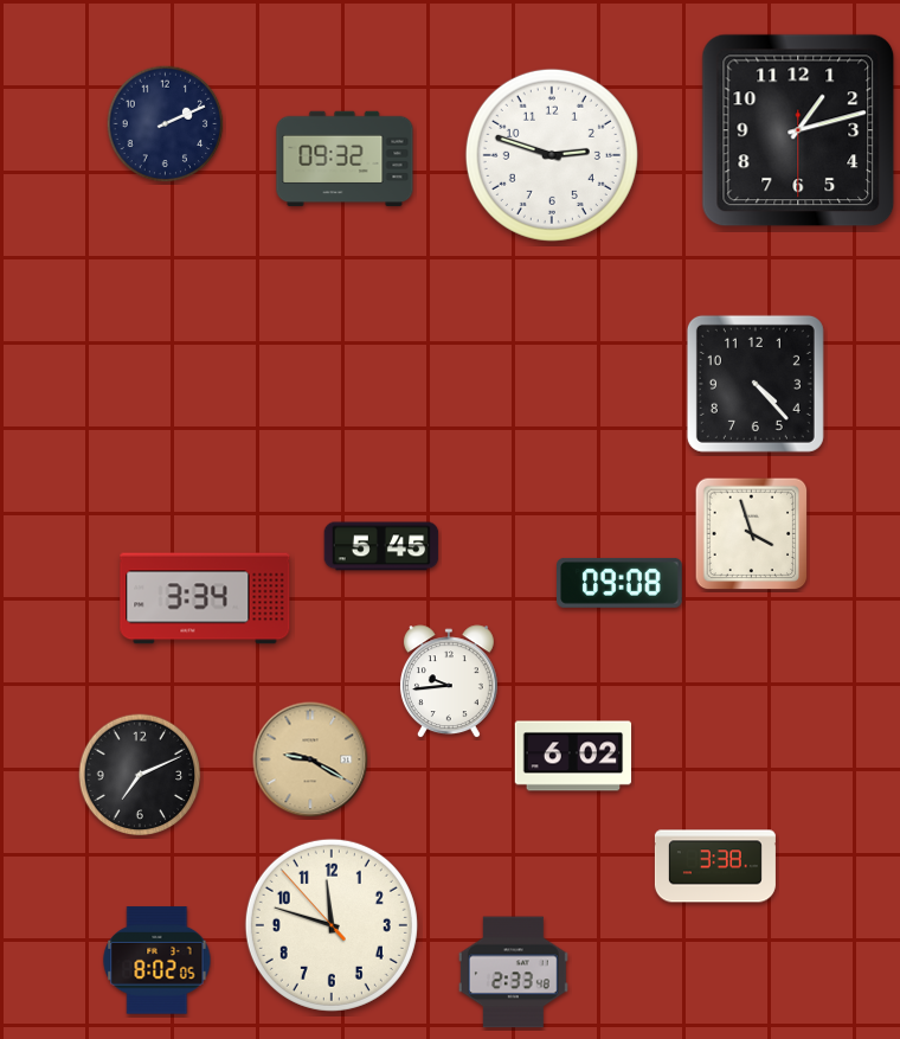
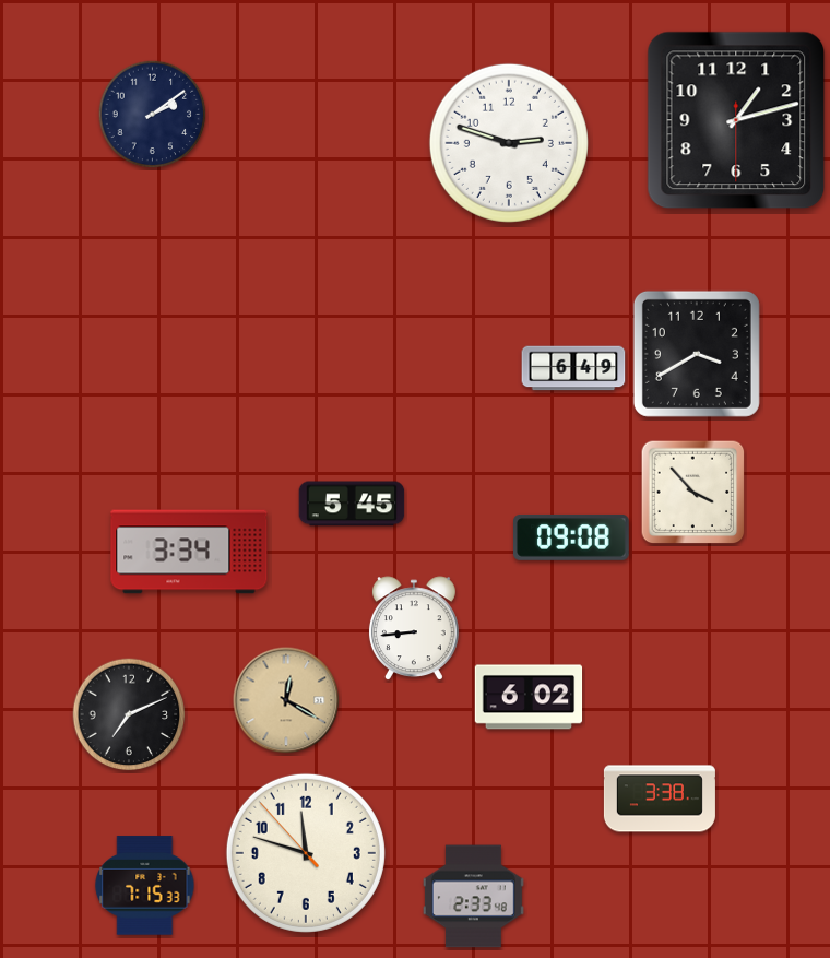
clock at (166, 124): 2:11 -> 2:09
clock at (345, 159): 09:32 -> none
clock at (756, 384): 4:23 -> 3:40
clock at (573, 368): none -> 6:49
clock at (752, 534): 3:57 -> 3:53
clock at (449, 682): 9:44 -> 8:44
clock at (310, 759): 9:20 -> 12:20
clock at (157, 961): 8:02 -> 7:15
